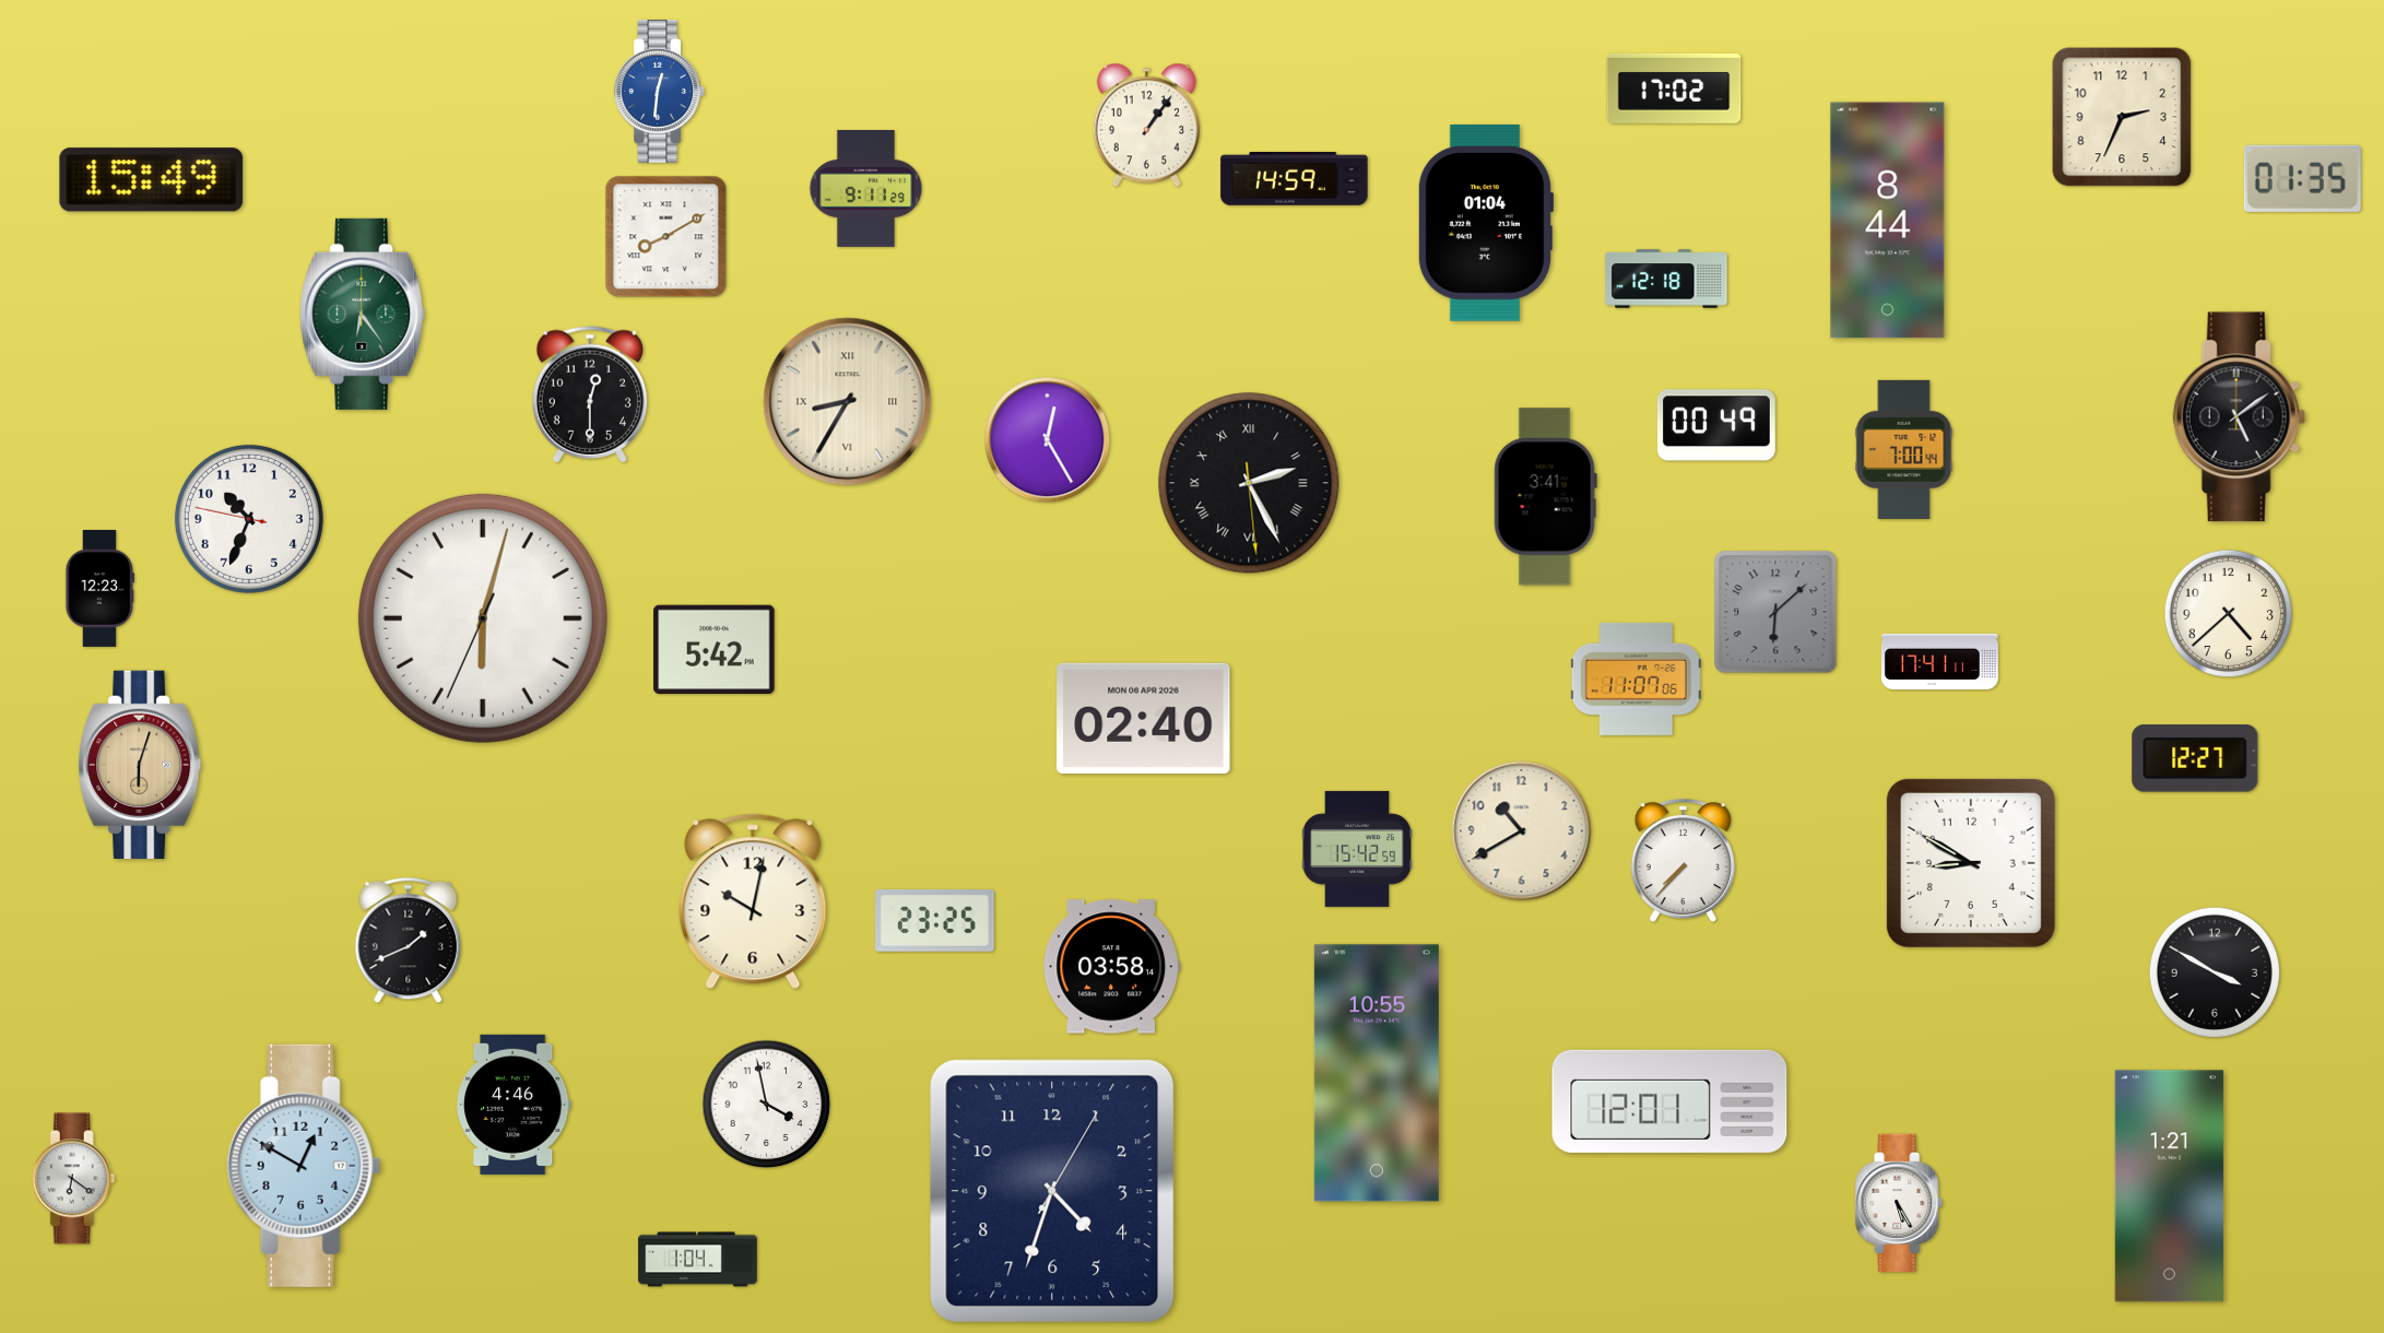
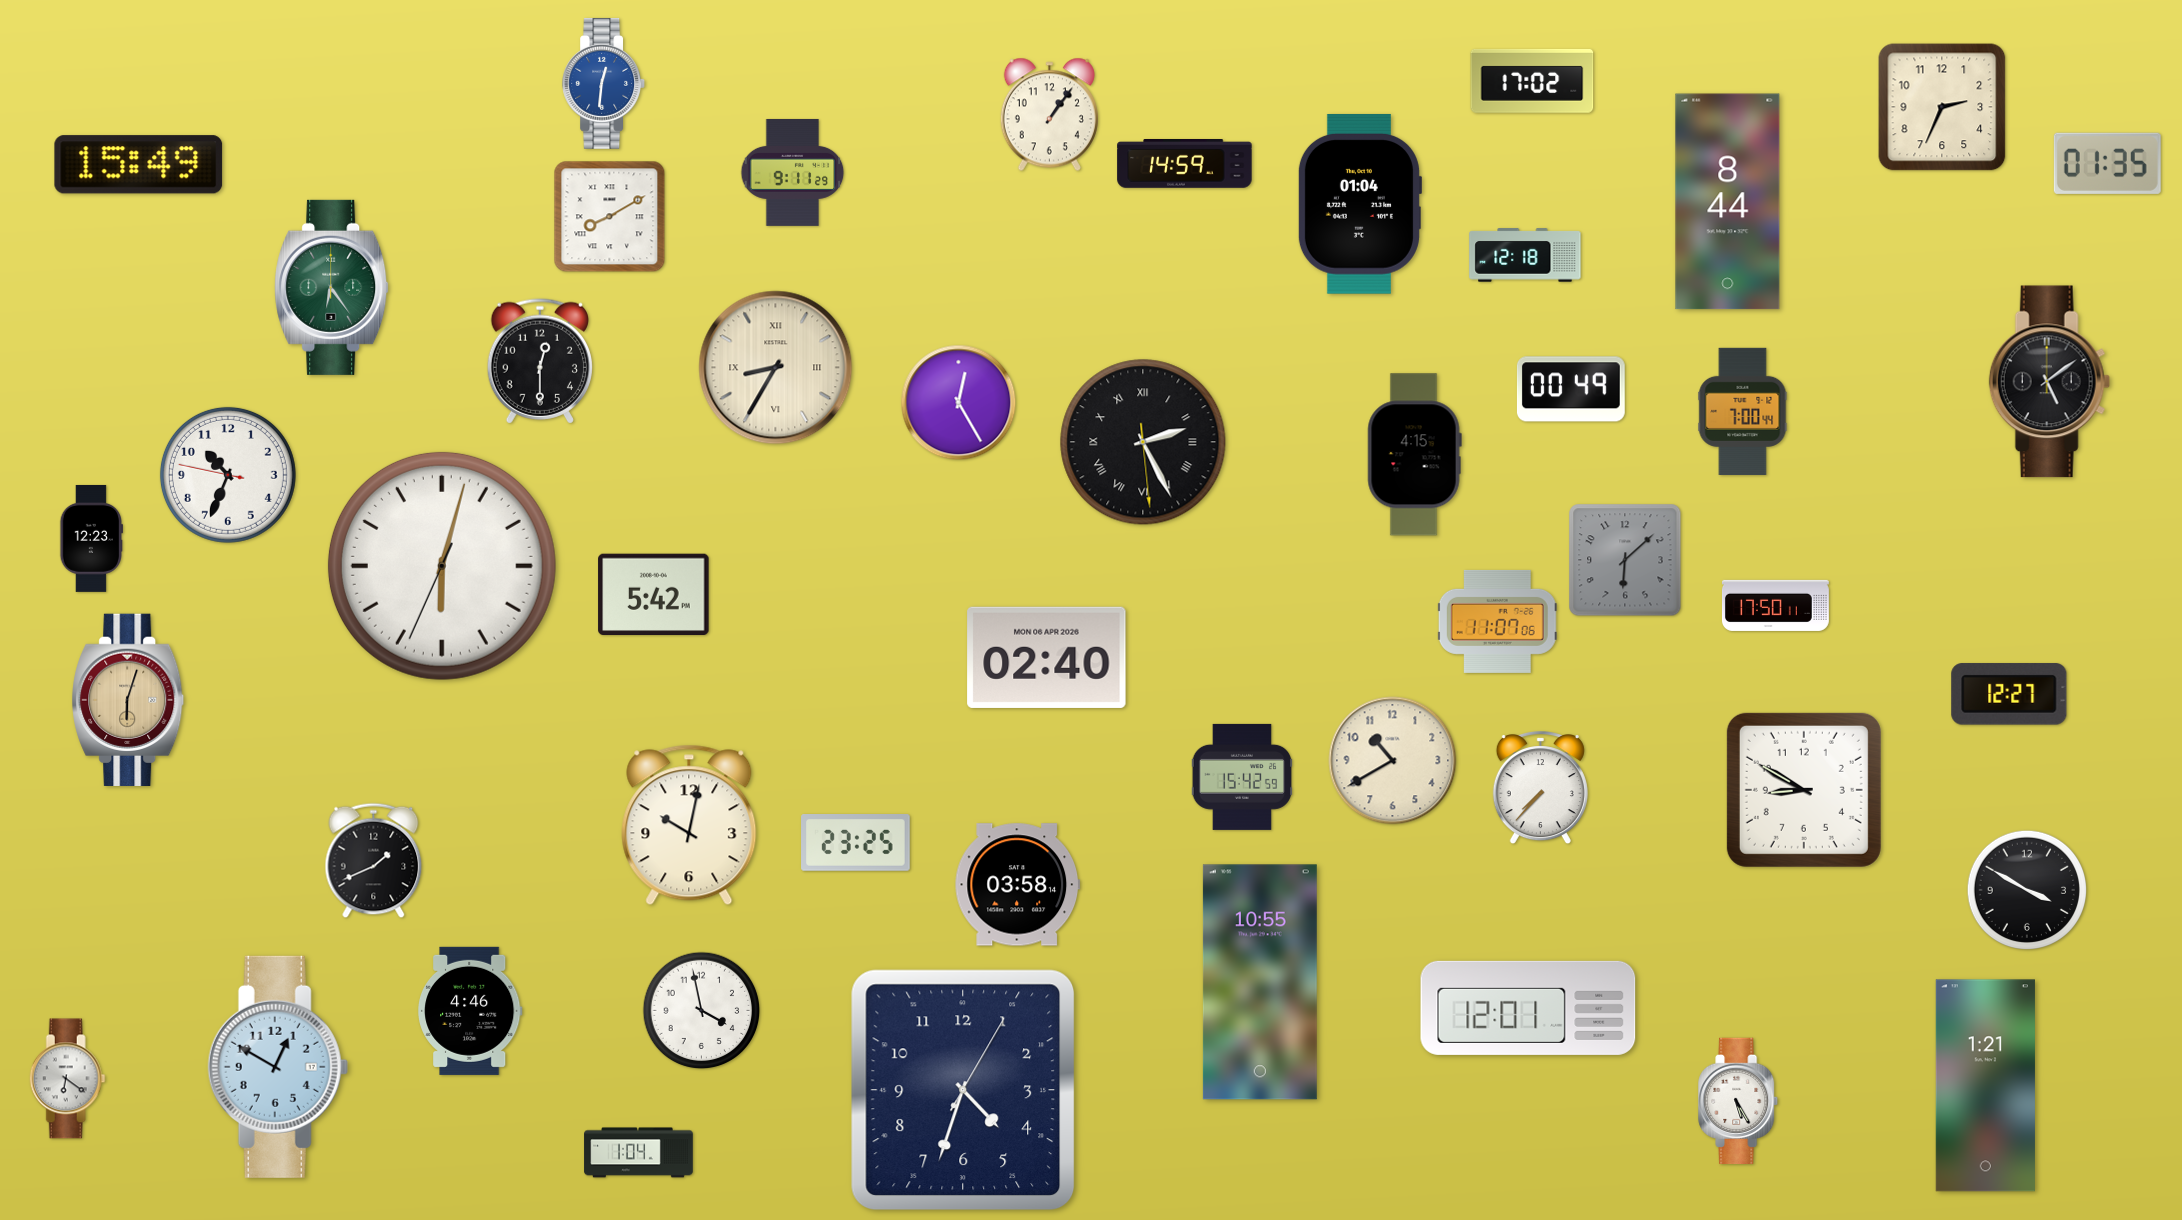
clock at (1545, 497): 3:41 -> 4:15
clock at (2229, 614): 4:38 -> none
clock at (1939, 661): 17:41 -> 17:50
